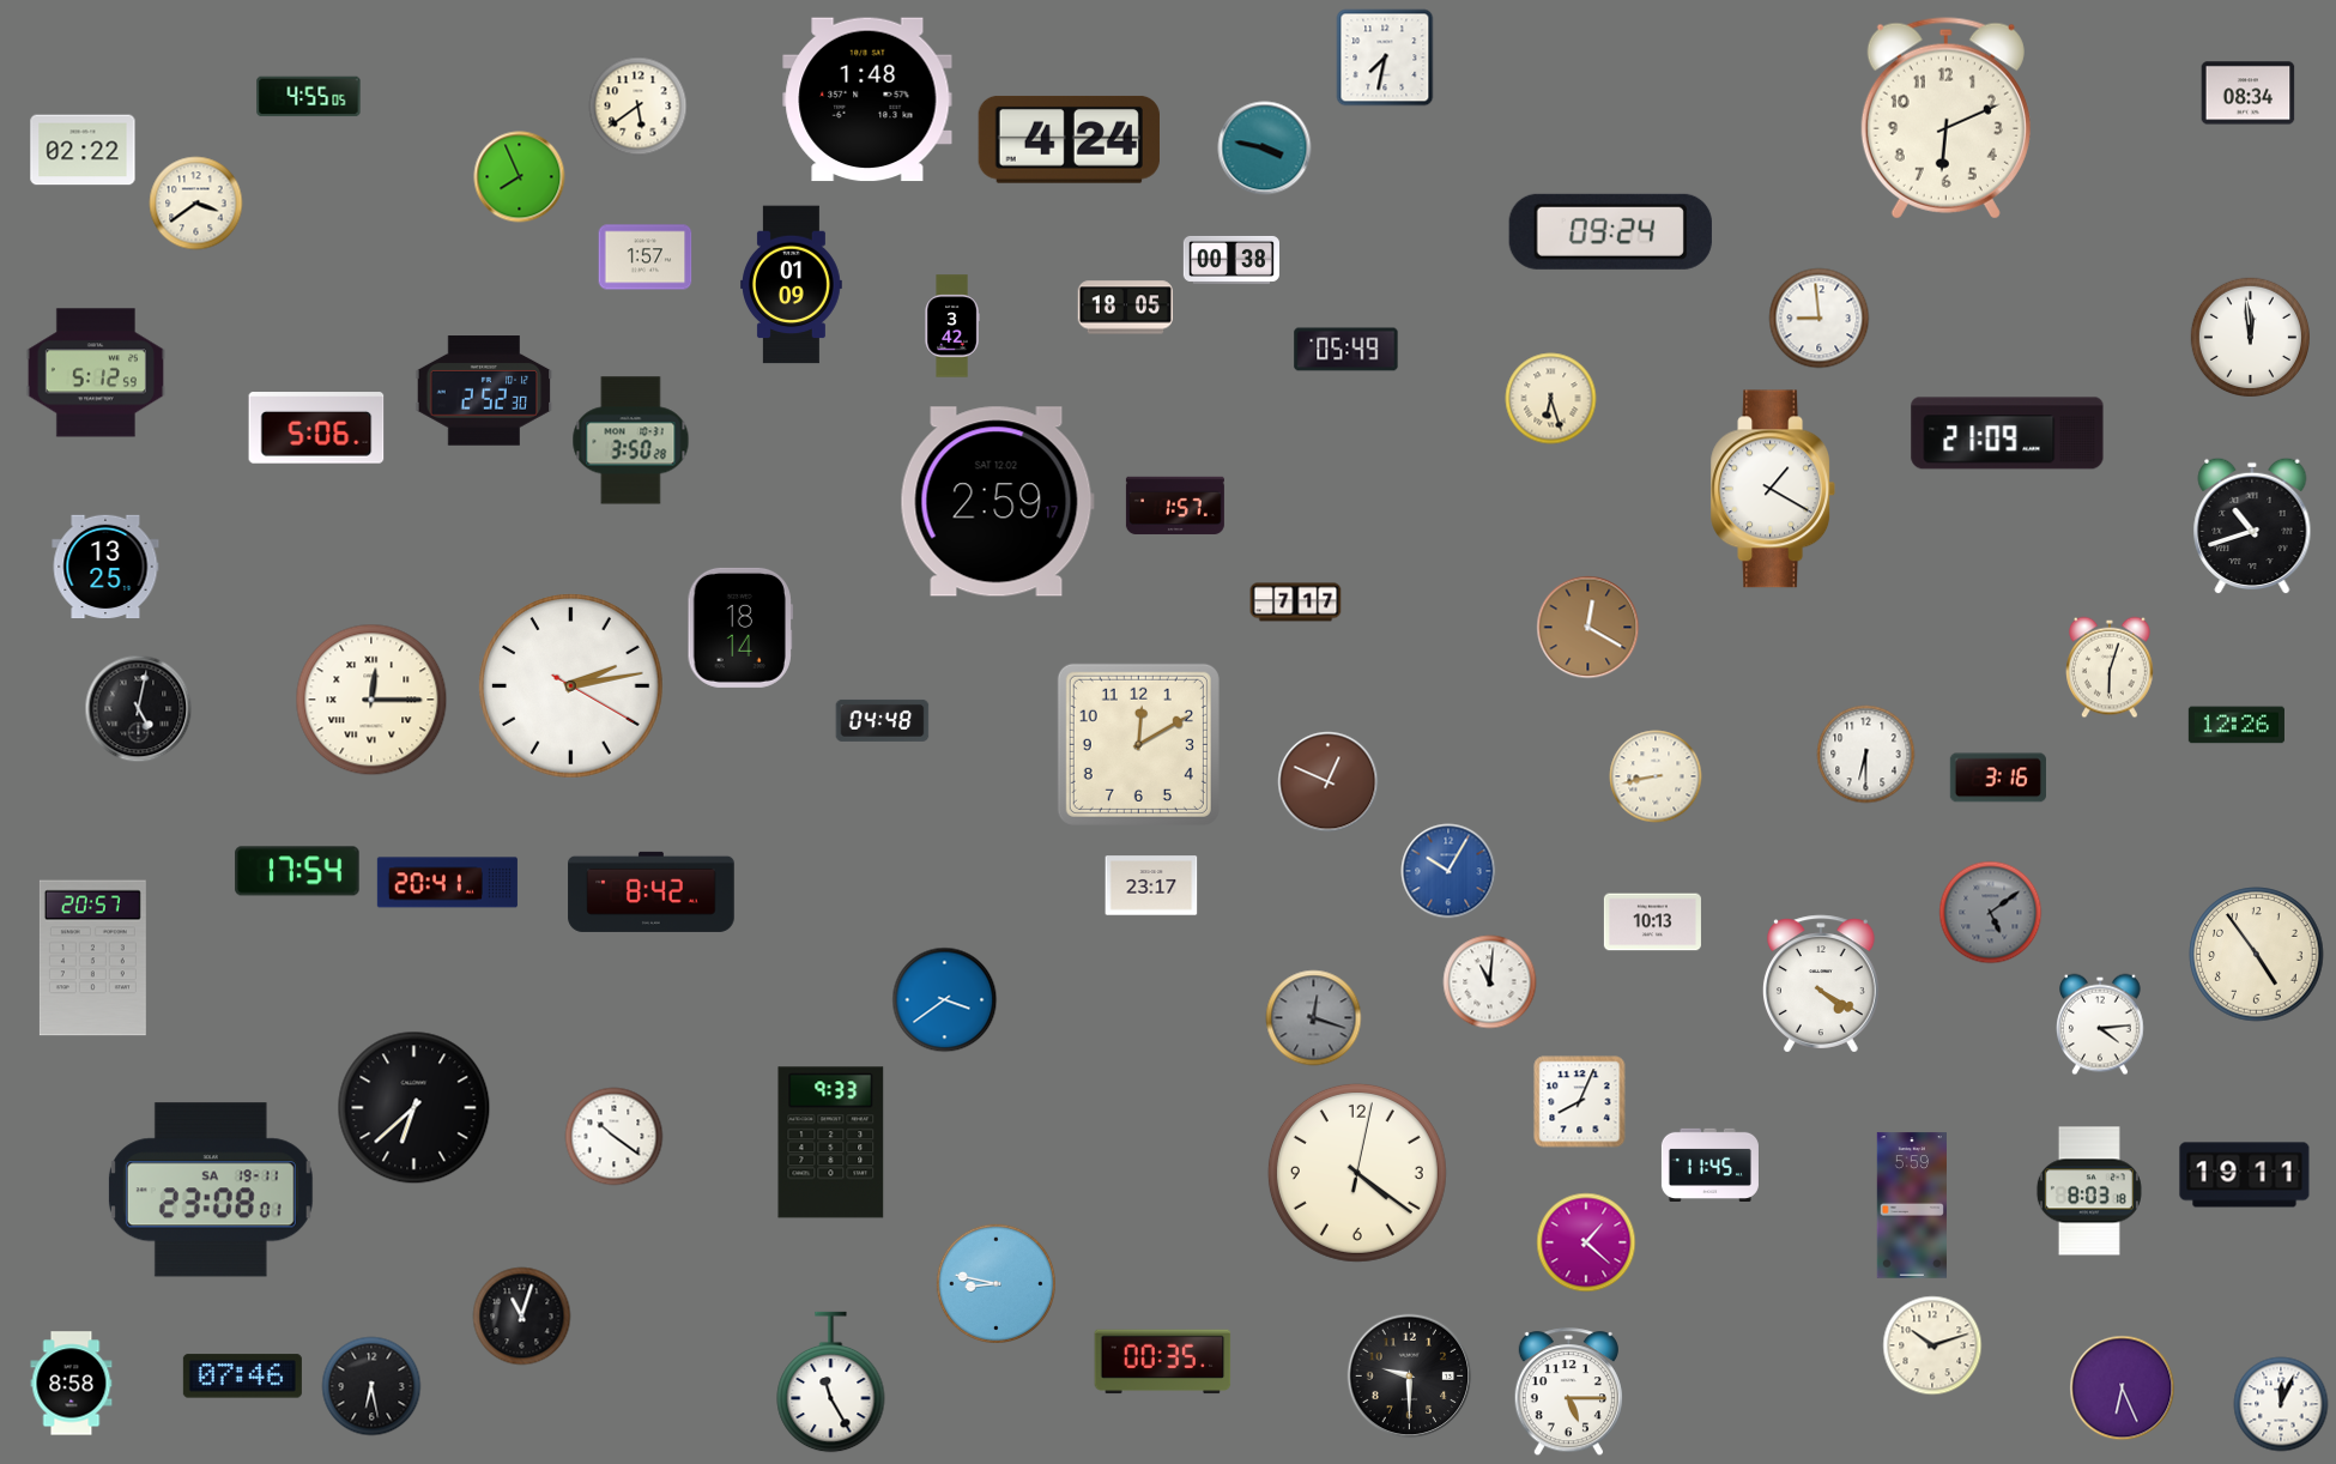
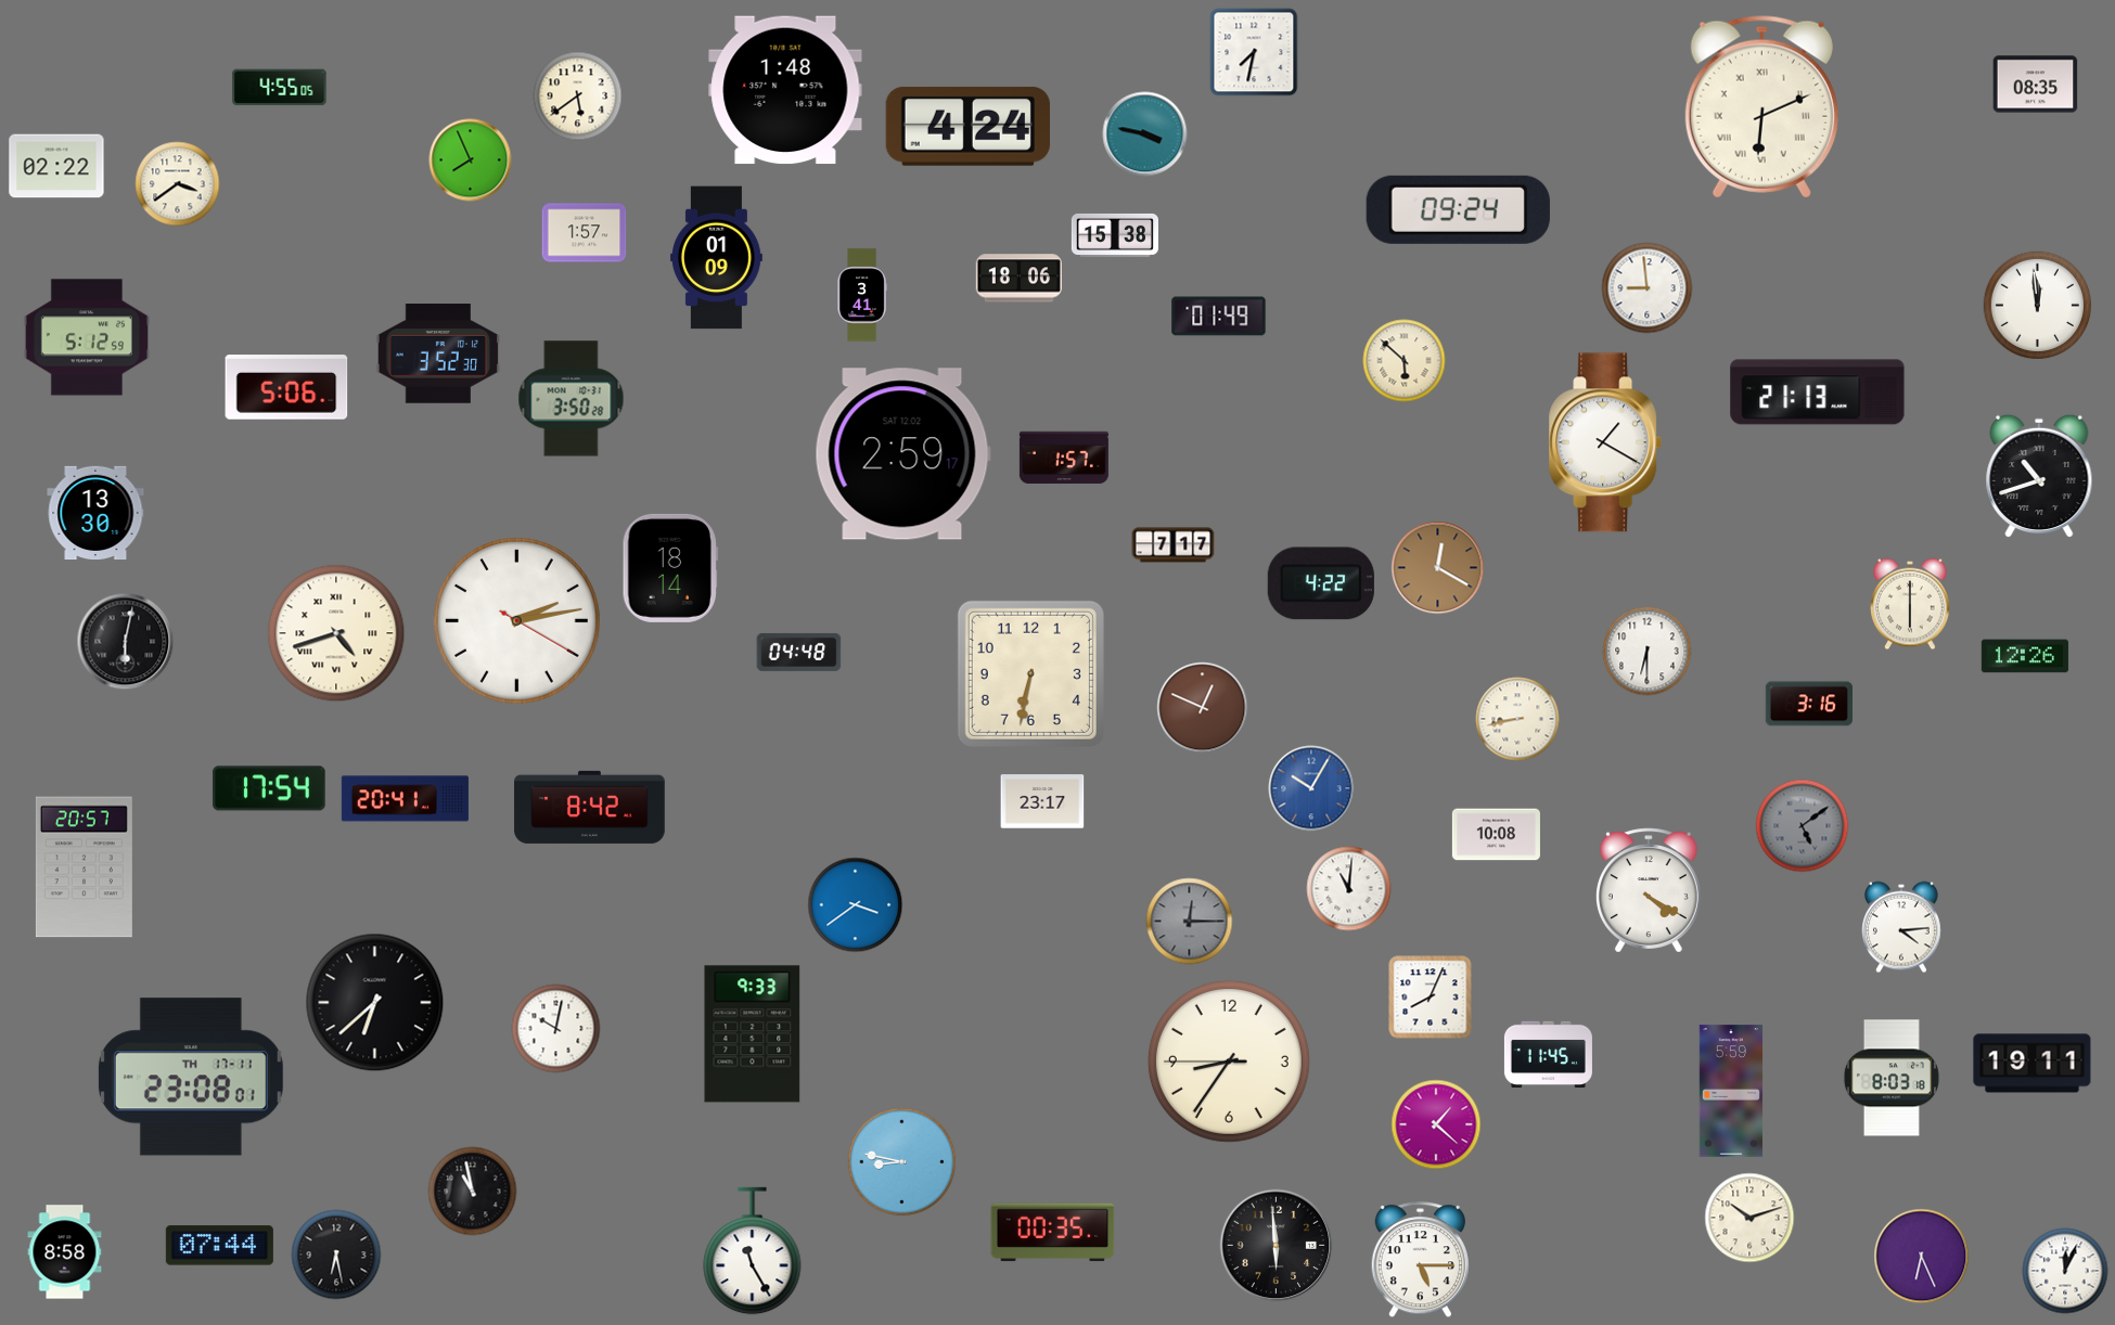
clock at (2249, 93): 08:34 -> 08:35
clock at (1945, 119) numerals: Arabic -> Roman
clock at (83, 150) position: (83, 150) -> (56, 166)
clock at (1230, 260): 00:38 -> 15:38
clock at (1126, 308): 18:05 -> 18:06
clock at (952, 326): 3:42 -> 3:41
clock at (1346, 350): 05:49 -> 01:49
clock at (484, 391): 2:52 -> 3:52
clock at (1551, 399): 6:27 -> 5:52
clock at (2008, 434): 21:09 -> 21:13
clock at (105, 567): 13:25 -> 13:30
clock at (1321, 583): none -> 4:22
clock at (2111, 667): 6:03 -> 6:00
clock at (371, 700): 12:15 -> 4:42
clock at (139, 709): 5:02 -> 6:02
clock at (1138, 744): 12:10 -> 6:32
clock at (1866, 755) position: (1866, 755) -> (1648, 652)
clock at (1656, 776) position: (1656, 776) -> (1517, 719)
clock at (1652, 922): 10:13 -> 10:08
clock at (2257, 955): 4:54 -> none
clock at (1314, 1018): 12:18 -> 12:15
clock at (615, 1137): 10:21 -> 10:02
clock at (1357, 1173): 4:21 -> 8:35
clock at (211, 1190) date: SA 19-11 -> TH 17-11
clock at (522, 1317): 11:03 -> 10:58
clock at (242, 1377): 07:46 -> 07:44
clock at (1410, 1377): 9:30 -> 5:59
